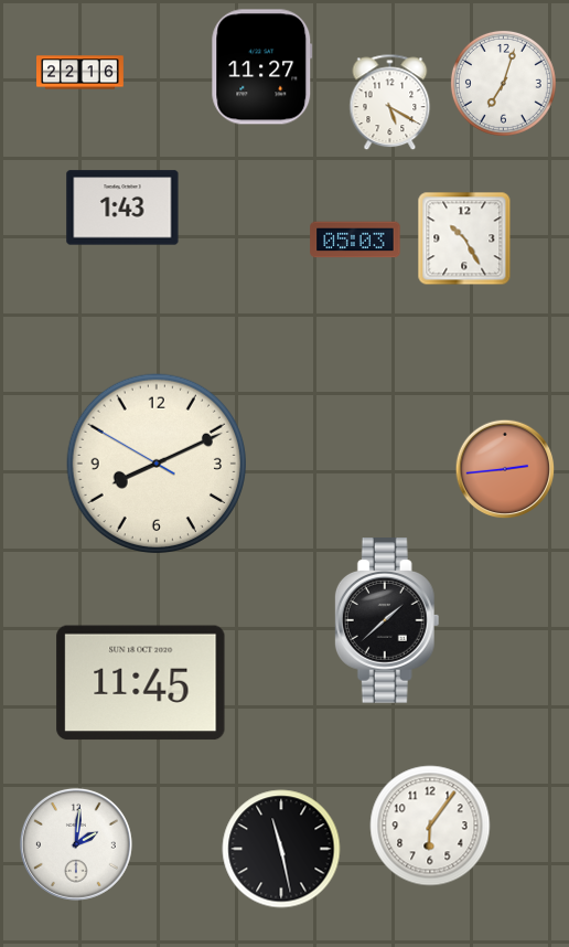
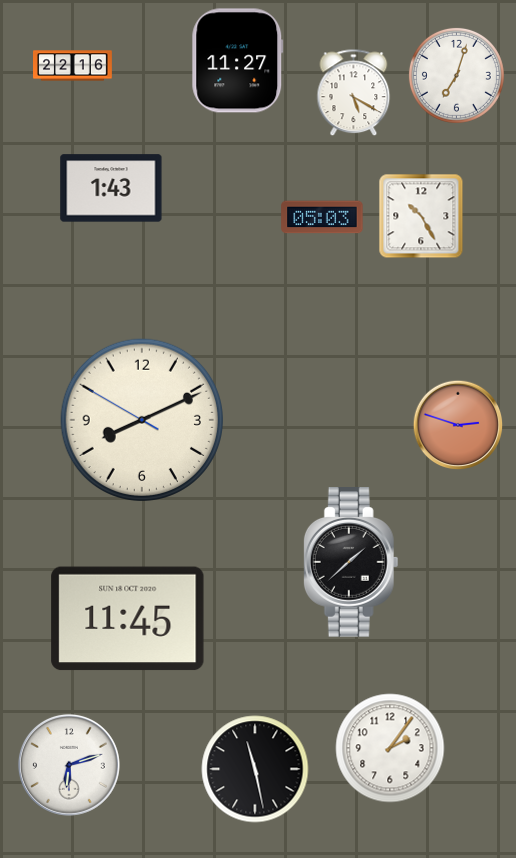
clock at (505, 469): 2:44 -> 2:48
clock at (430, 826): 6:06 -> 2:06
clock at (76, 844): 2:01 -> 6:12
